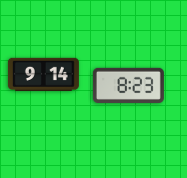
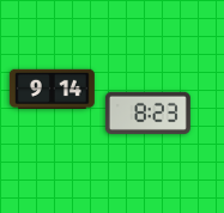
clock at (128, 85) position: (128, 85) -> (147, 112)
